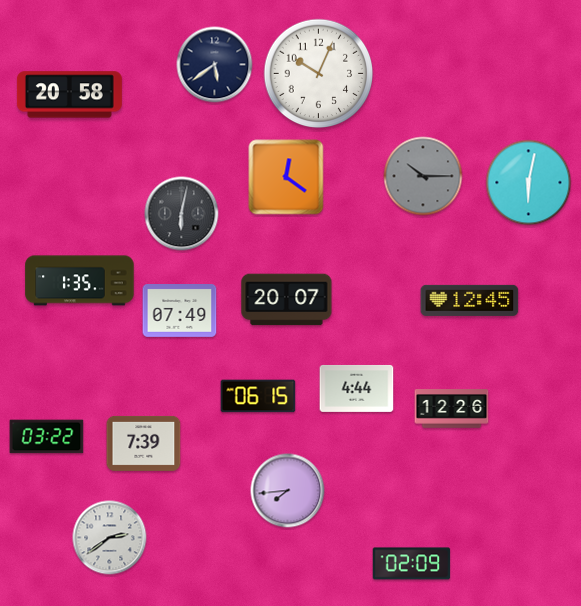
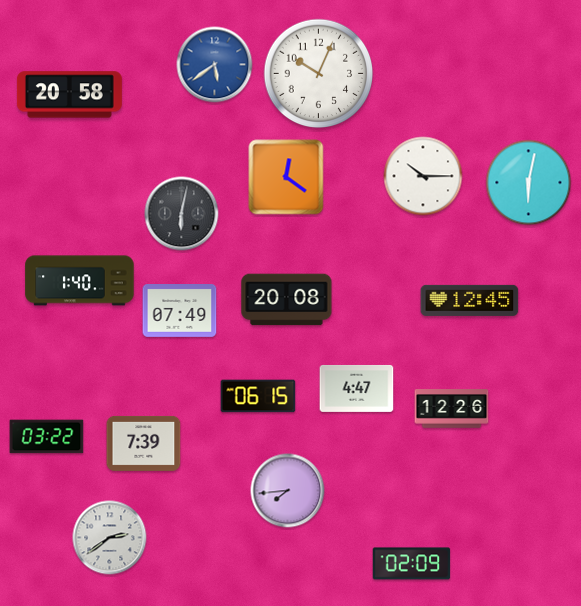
clock at (215, 65) dial: navy -> blue
clock at (423, 176) dial: grey -> white
clock at (80, 281): 1:35 -> 1:40
clock at (287, 300): 20:07 -> 20:08
clock at (357, 388): 4:44 -> 4:47
